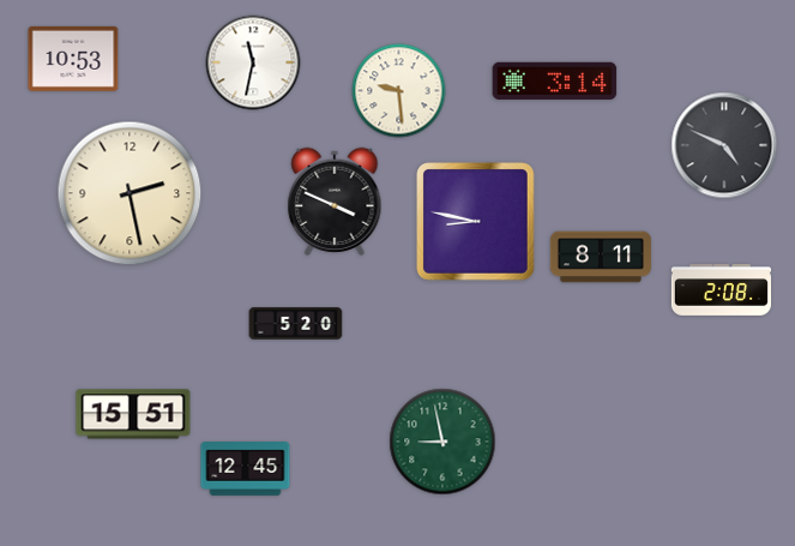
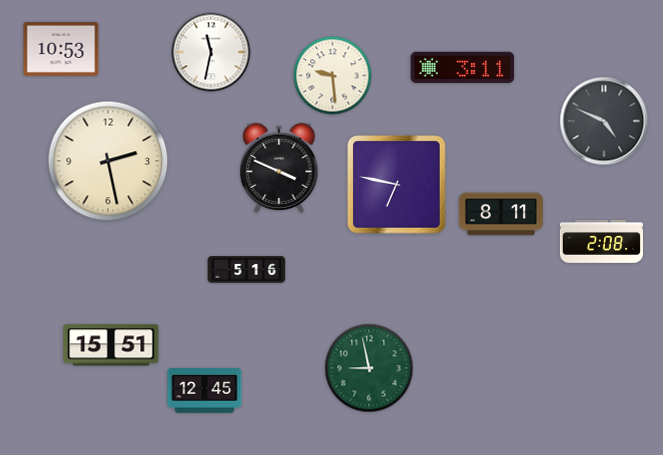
clock at (555, 80): 3:14 -> 3:11
clock at (476, 222): 8:47 -> 6:47
clock at (296, 324): 5:20 -> 5:16
